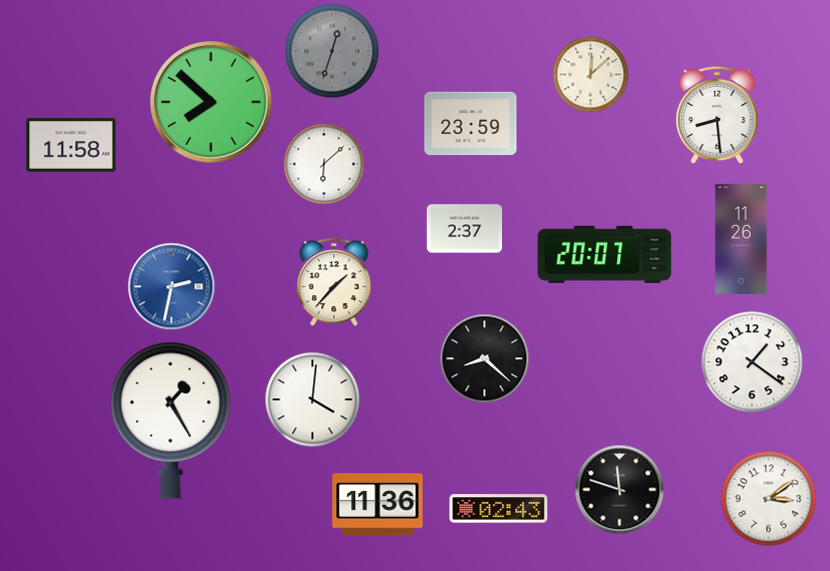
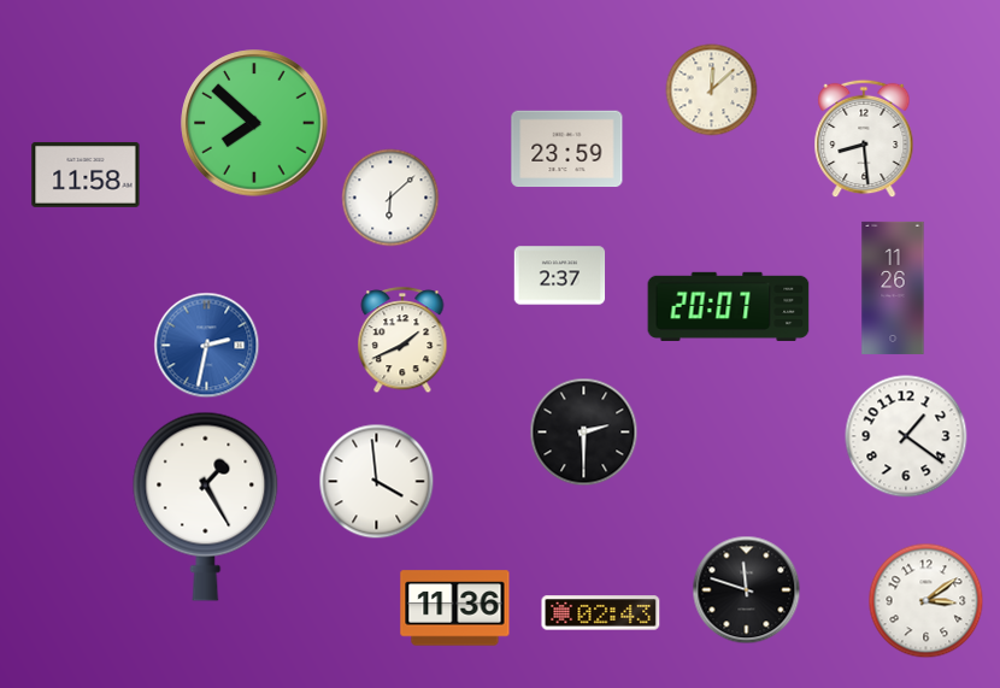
clock at (332, 51): 12:33 -> none
clock at (334, 283): 1:37 -> 1:41
clock at (485, 359): 8:22 -> 2:30
clock at (313, 400): 4:01 -> 3:59
